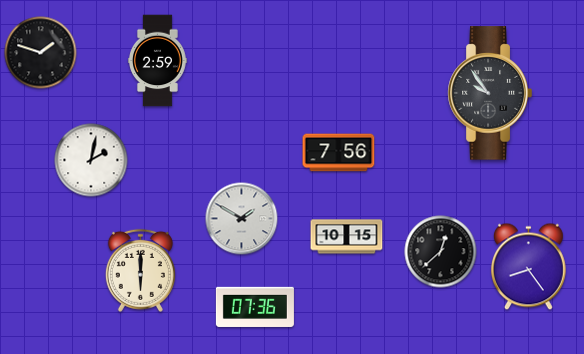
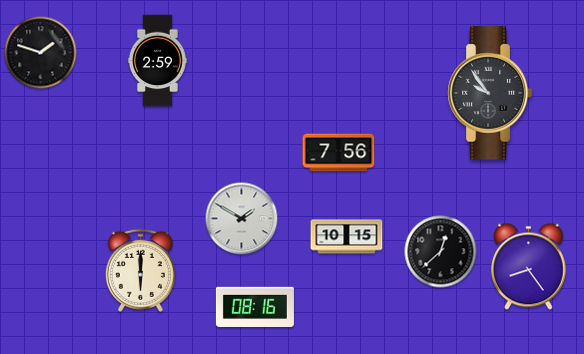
clock at (91, 160): 2:02 -> none
clock at (255, 306): 07:36 -> 08:16
